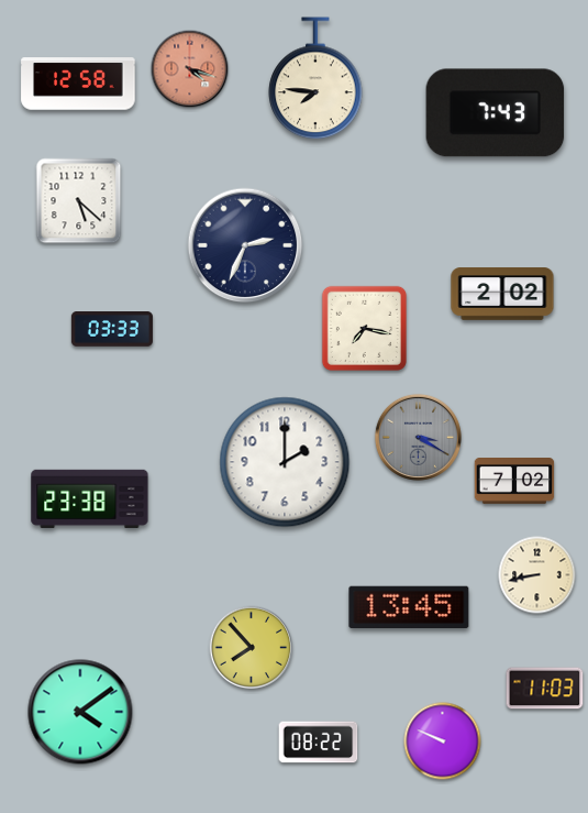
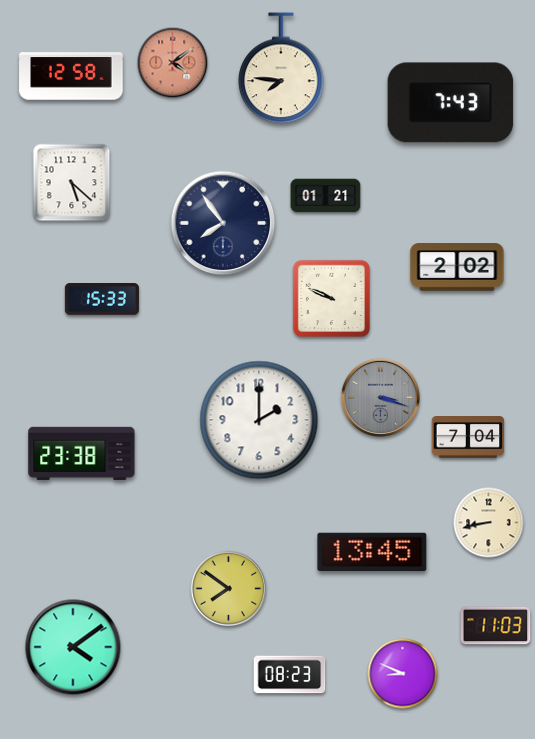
clock at (190, 69): 4:18 -> 4:09
clock at (315, 79) position: (315, 79) -> (281, 69)
clock at (326, 196): none -> 01:21
clock at (245, 245): 2:34 -> 7:54
clock at (364, 328): 7:17 -> 9:49
clock at (112, 330): 03:33 -> 15:33
clock at (418, 437): 3:20 -> 3:18
clock at (514, 482): 7:02 -> 7:04
clock at (252, 648): 7:53 -> 7:51
clock at (443, 741): 9:49 -> 8:49
clock at (319, 743): 08:22 -> 08:23
